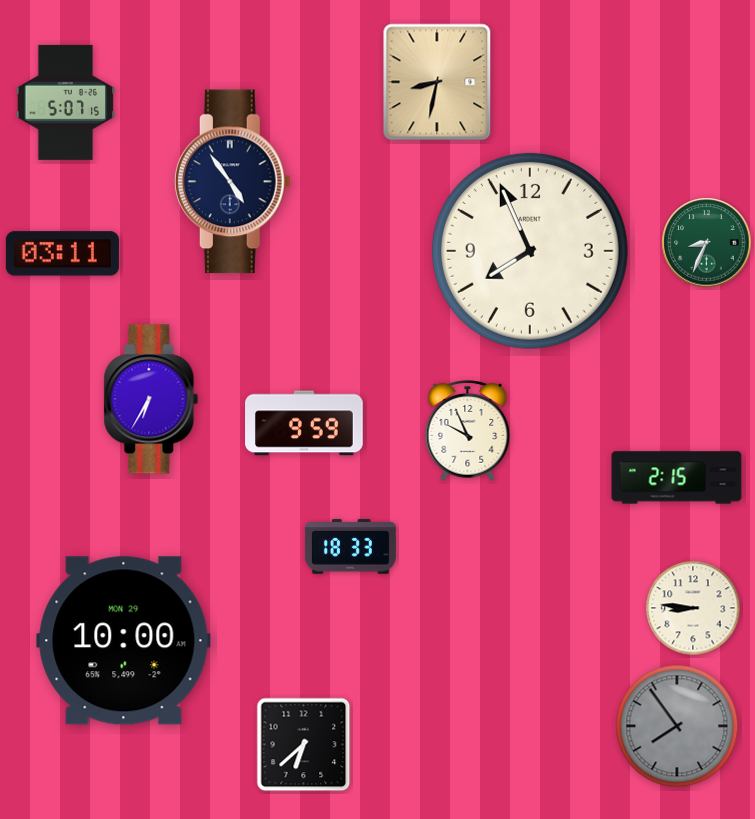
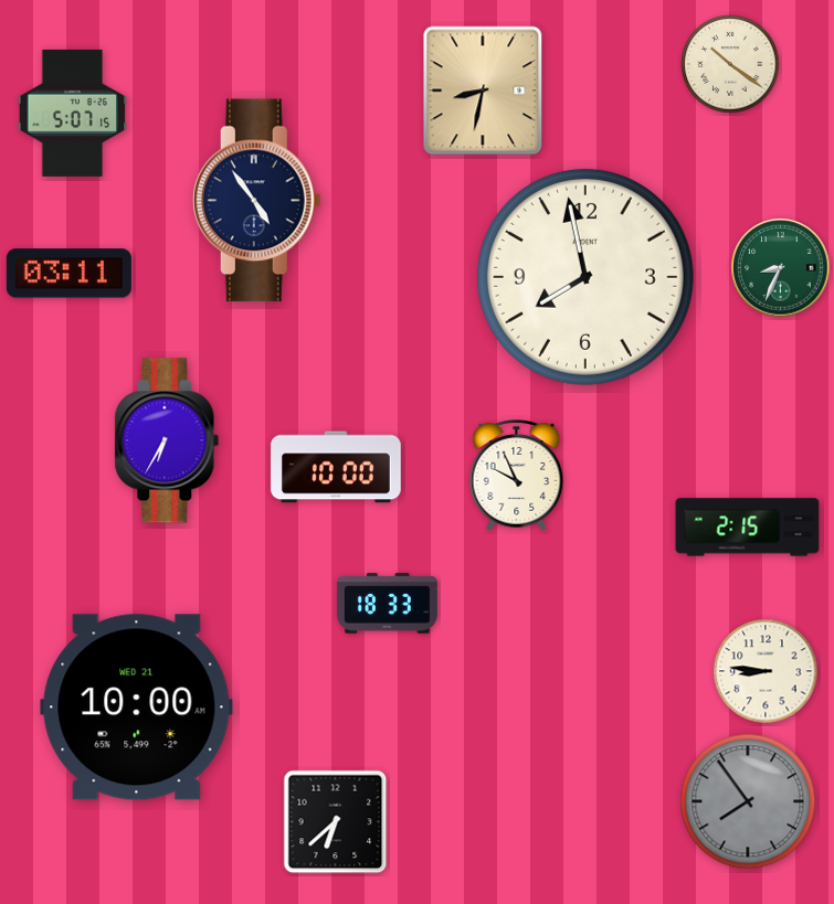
clock at (730, 64): none -> 10:21
clock at (530, 251): 7:56 -> 7:58
clock at (62, 254) position: (62, 254) -> (68, 274)
clock at (304, 423): 9:59 -> 10:00
clock at (124, 641) date: MON 29 -> WED 21
